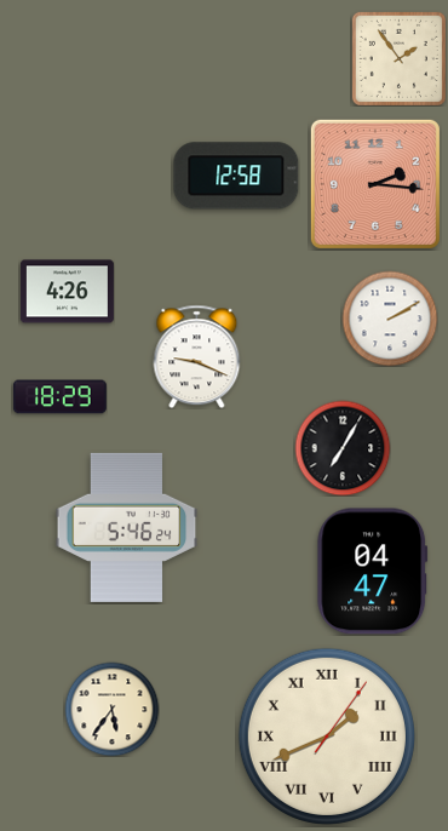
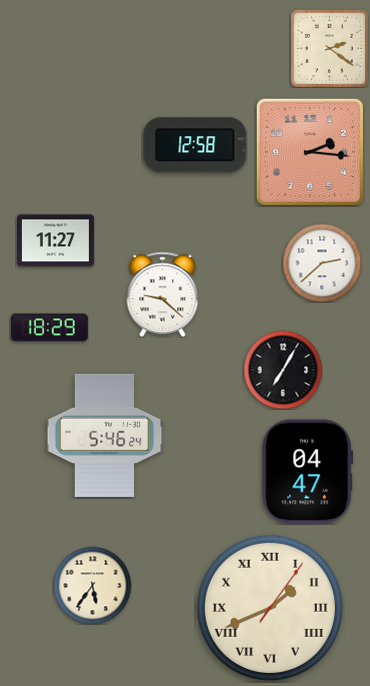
clock at (398, 58): 1:54 -> 2:21
clock at (67, 292): 4:26 -> 11:27
clock at (390, 319): 2:10 -> 2:38
clock at (197, 356): 9:19 -> 9:22
